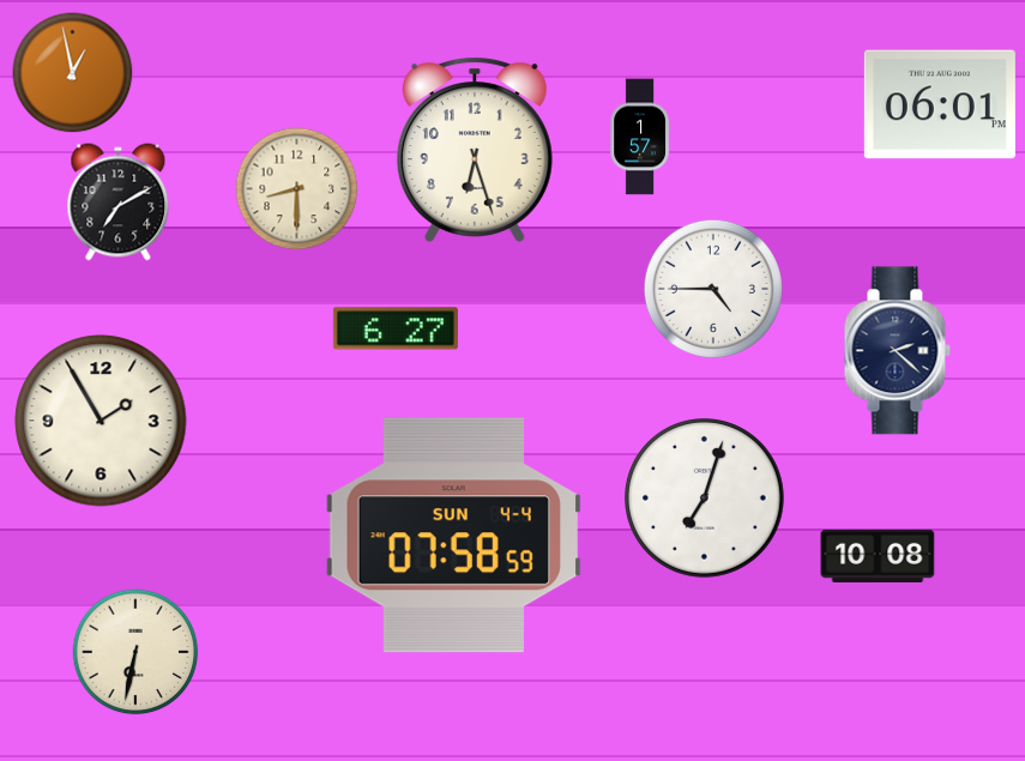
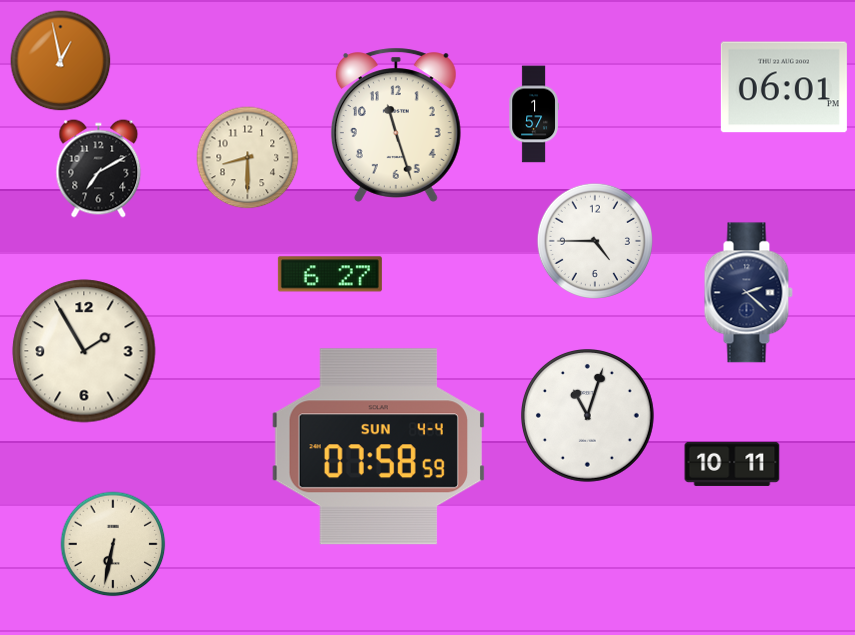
clock at (475, 150): 6:27 -> 11:27
clock at (705, 499): 7:03 -> 11:03
clock at (878, 556): 10:08 -> 10:11
